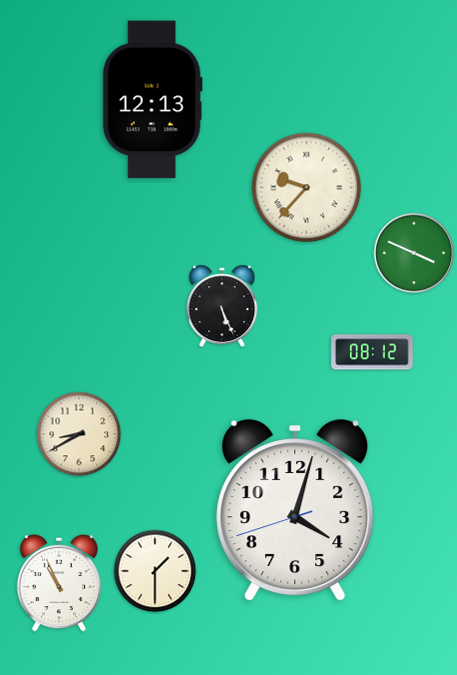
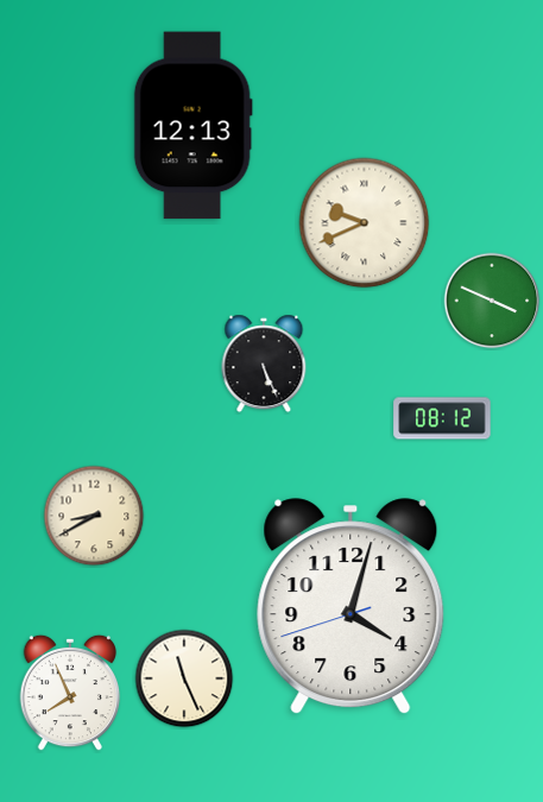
clock at (152, 100) position: (152, 100) -> (192, 126)
clock at (307, 188): 9:37 -> 9:41
clock at (155, 571): 1:30 -> 11:26
clock at (59, 583): 10:56 -> 7:56
